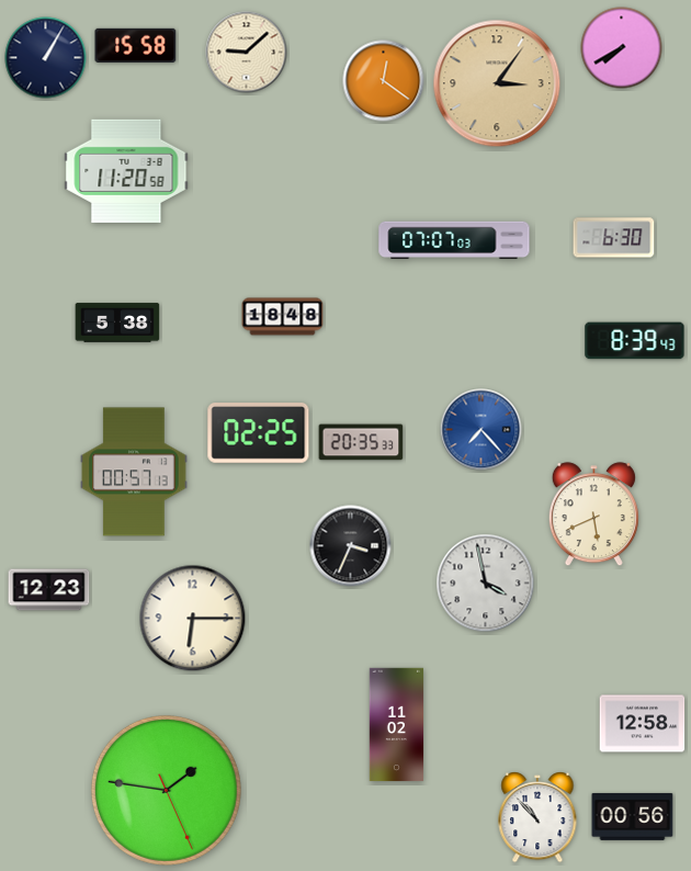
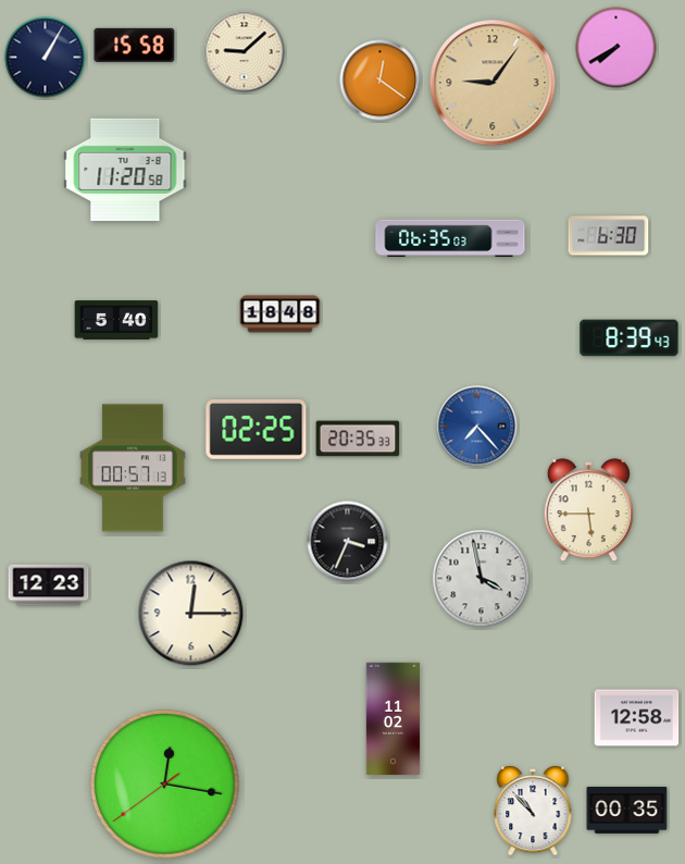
clock at (497, 83): 3:06 -> 9:06
clock at (454, 240): 07:07 -> 06:35
clock at (117, 323): 5:38 -> 5:40
clock at (593, 514): 5:41 -> 5:45
clock at (193, 619): 6:15 -> 12:15
clock at (166, 790): 1:46 -> 12:16
clock at (633, 816): 00:56 -> 00:35
